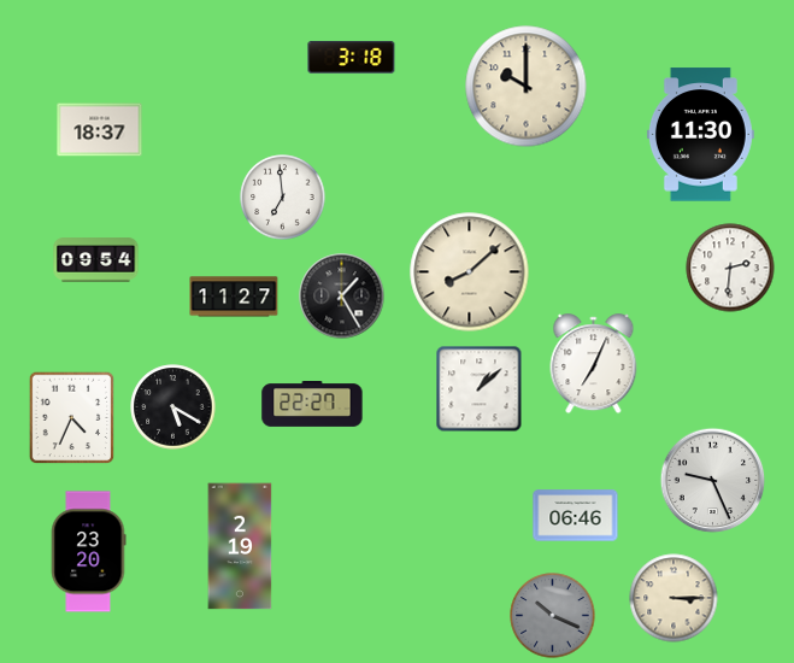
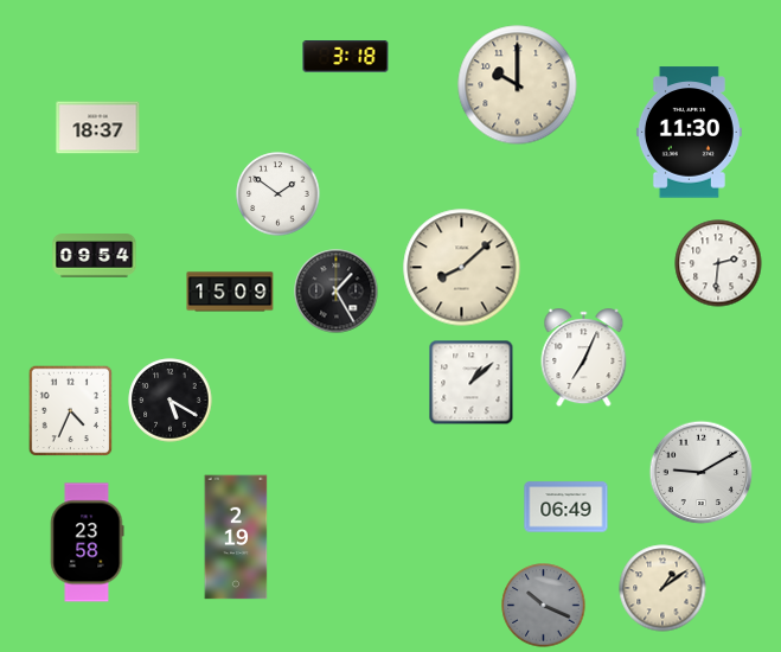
clock at (283, 198): 6:59 -> 1:51
clock at (234, 297): 11:27 -> 15:09
clock at (312, 405): 22:27 -> none
clock at (713, 481): 9:26 -> 9:10
clock at (576, 516): 06:46 -> 06:49
clock at (88, 552): 23:20 -> 23:58
clock at (674, 598): 3:15 -> 1:09
